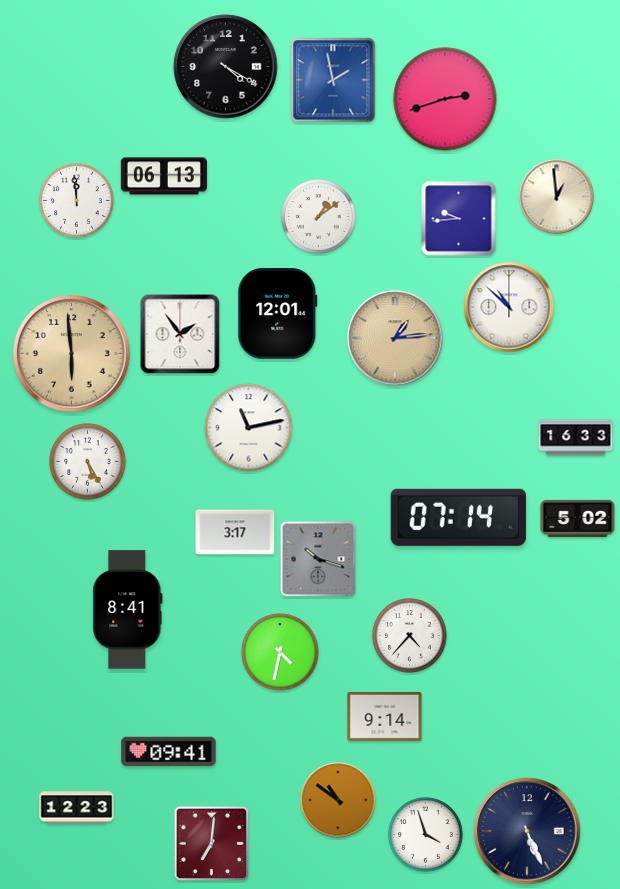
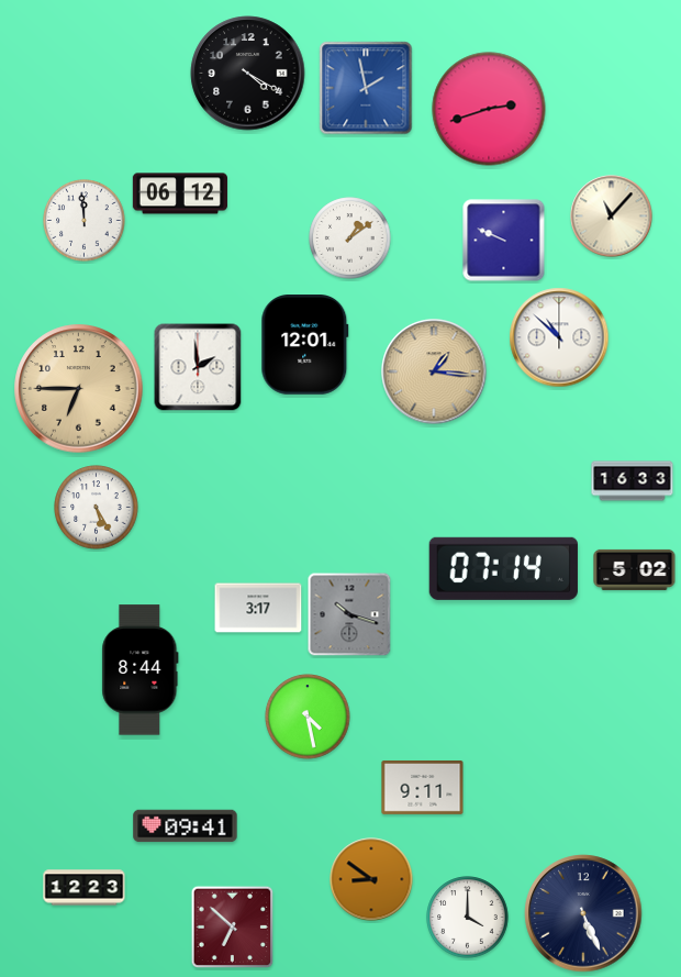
clock at (164, 176): 06:13 -> 06:12
clock at (557, 197): 12:59 -> 11:07
clock at (459, 219): 9:44 -> 9:49
clock at (180, 334): 1:54 -> 1:59
clock at (395, 338): 1:14 -> 1:16
clock at (72, 354): 5:59 -> 6:45
clock at (249, 428): 11:13 -> none
clock at (235, 532) position: (235, 532) -> (258, 608)
clock at (128, 610): 8:41 -> 8:44
clock at (410, 636): 4:37 -> none
clock at (280, 652): 4:32 -> 4:28
clock at (385, 716): 9:14 -> 9:11
clock at (338, 800): 10:51 -> 8:51
clock at (527, 831) position: (527, 831) -> (583, 913)
clock at (426, 835): 3:57 -> 4:00
clock at (212, 844): 7:01 -> 6:52
